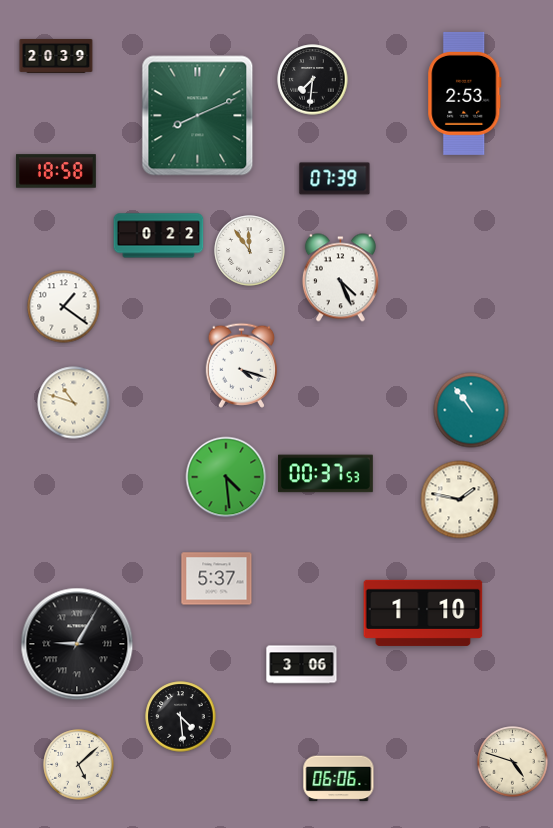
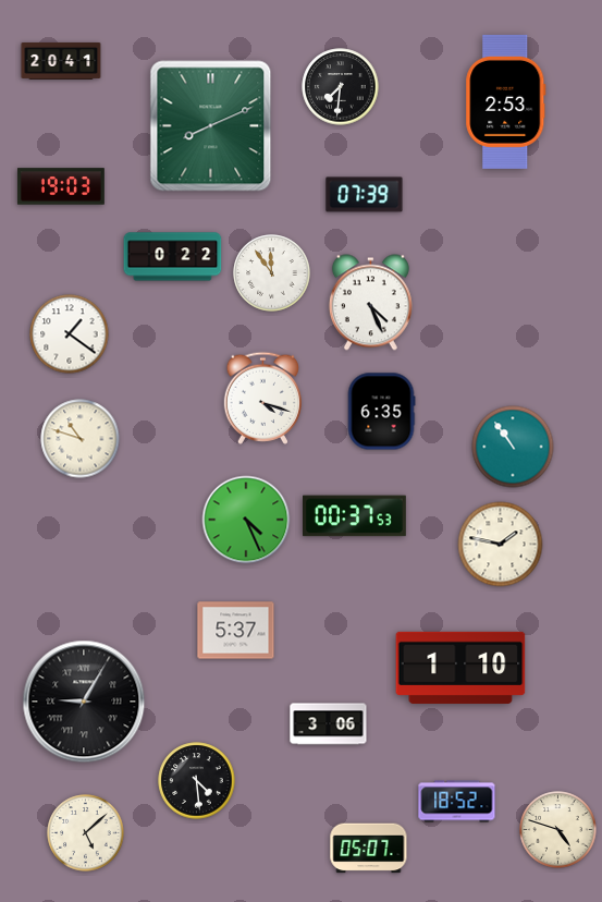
clock at (56, 56): 20:39 -> 20:41
clock at (198, 116) position: (198, 116) -> (211, 126)
clock at (56, 171): 18:58 -> 19:03
clock at (381, 412): none -> 6:35
clock at (226, 477): 4:29 -> 4:26
clock at (457, 802): none -> 18:52
clock at (339, 779): 06:06 -> 05:07
